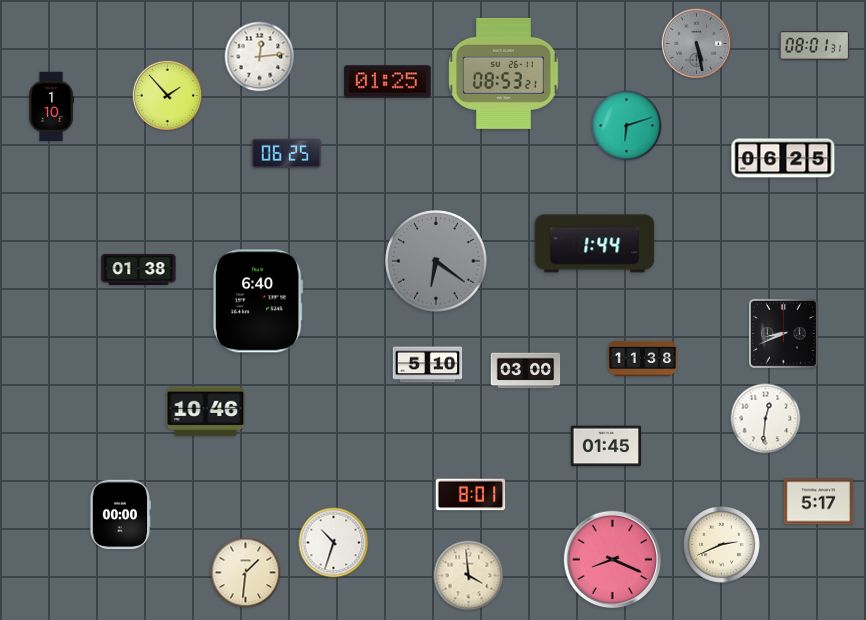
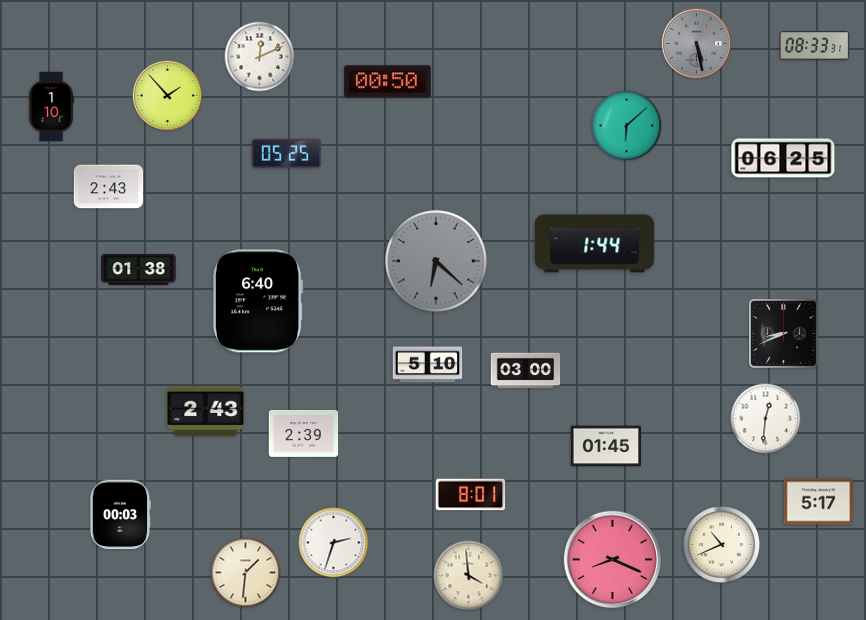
clock at (815, 46): 08:01 -> 08:33
clock at (260, 57): 12:14 -> 12:11
clock at (504, 73): 08:53 -> none
clock at (388, 82): 01:25 -> 00:50
clock at (627, 126): 6:12 -> 6:08
clock at (287, 154): 06:25 -> 05:25
clock at (109, 187): none -> 2:43
clock at (436, 261): 6:21 -> 6:22
clock at (643, 359): 11:38 -> none
clock at (206, 412): 10:46 -> 2:43
clock at (304, 433): none -> 2:39
clock at (120, 515): 00:00 -> 00:03
clock at (334, 543): 10:33 -> 2:33
clock at (721, 544): 2:41 -> 10:41
